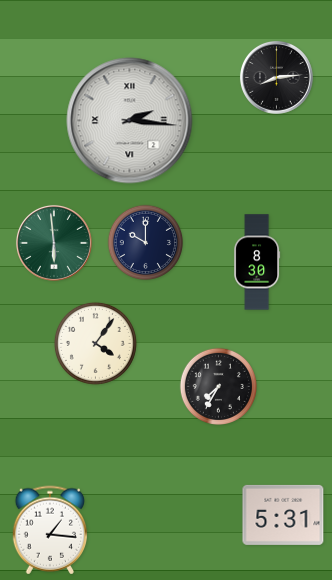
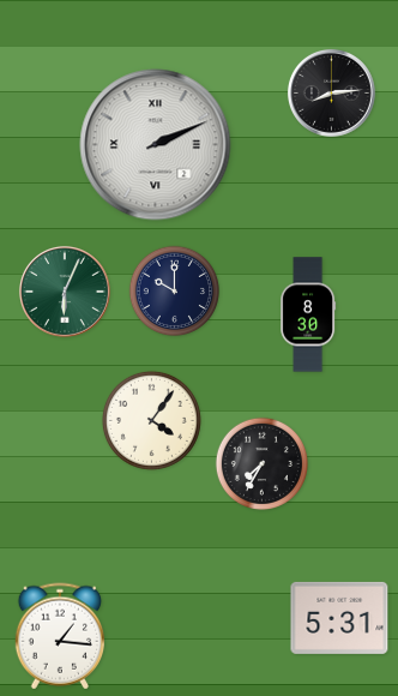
clock at (130, 121): 2:16 -> 2:11
clock at (54, 243): 5:59 -> 6:04
clock at (95, 343) position: (95, 343) -> (151, 420)
